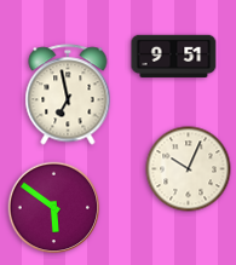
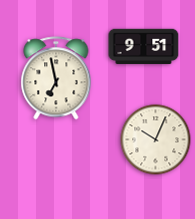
clock at (54, 208): 5:51 -> none
